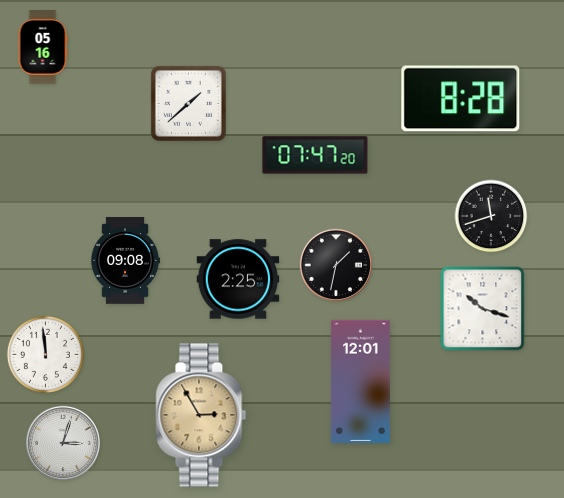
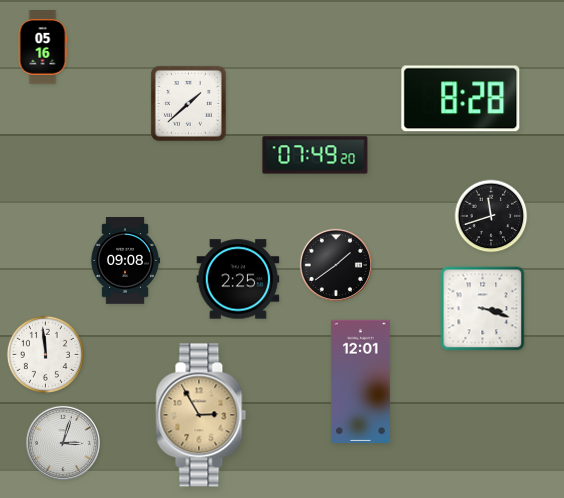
clock at (315, 155): 07:47 -> 07:49
clock at (336, 265): 1:32 -> 1:39
clock at (483, 309): 10:18 -> 3:18
